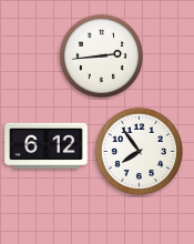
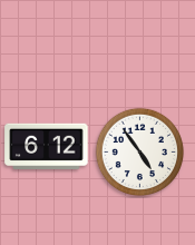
clock at (102, 57): 2:44 -> none
clock at (140, 152): 7:54 -> 4:54
